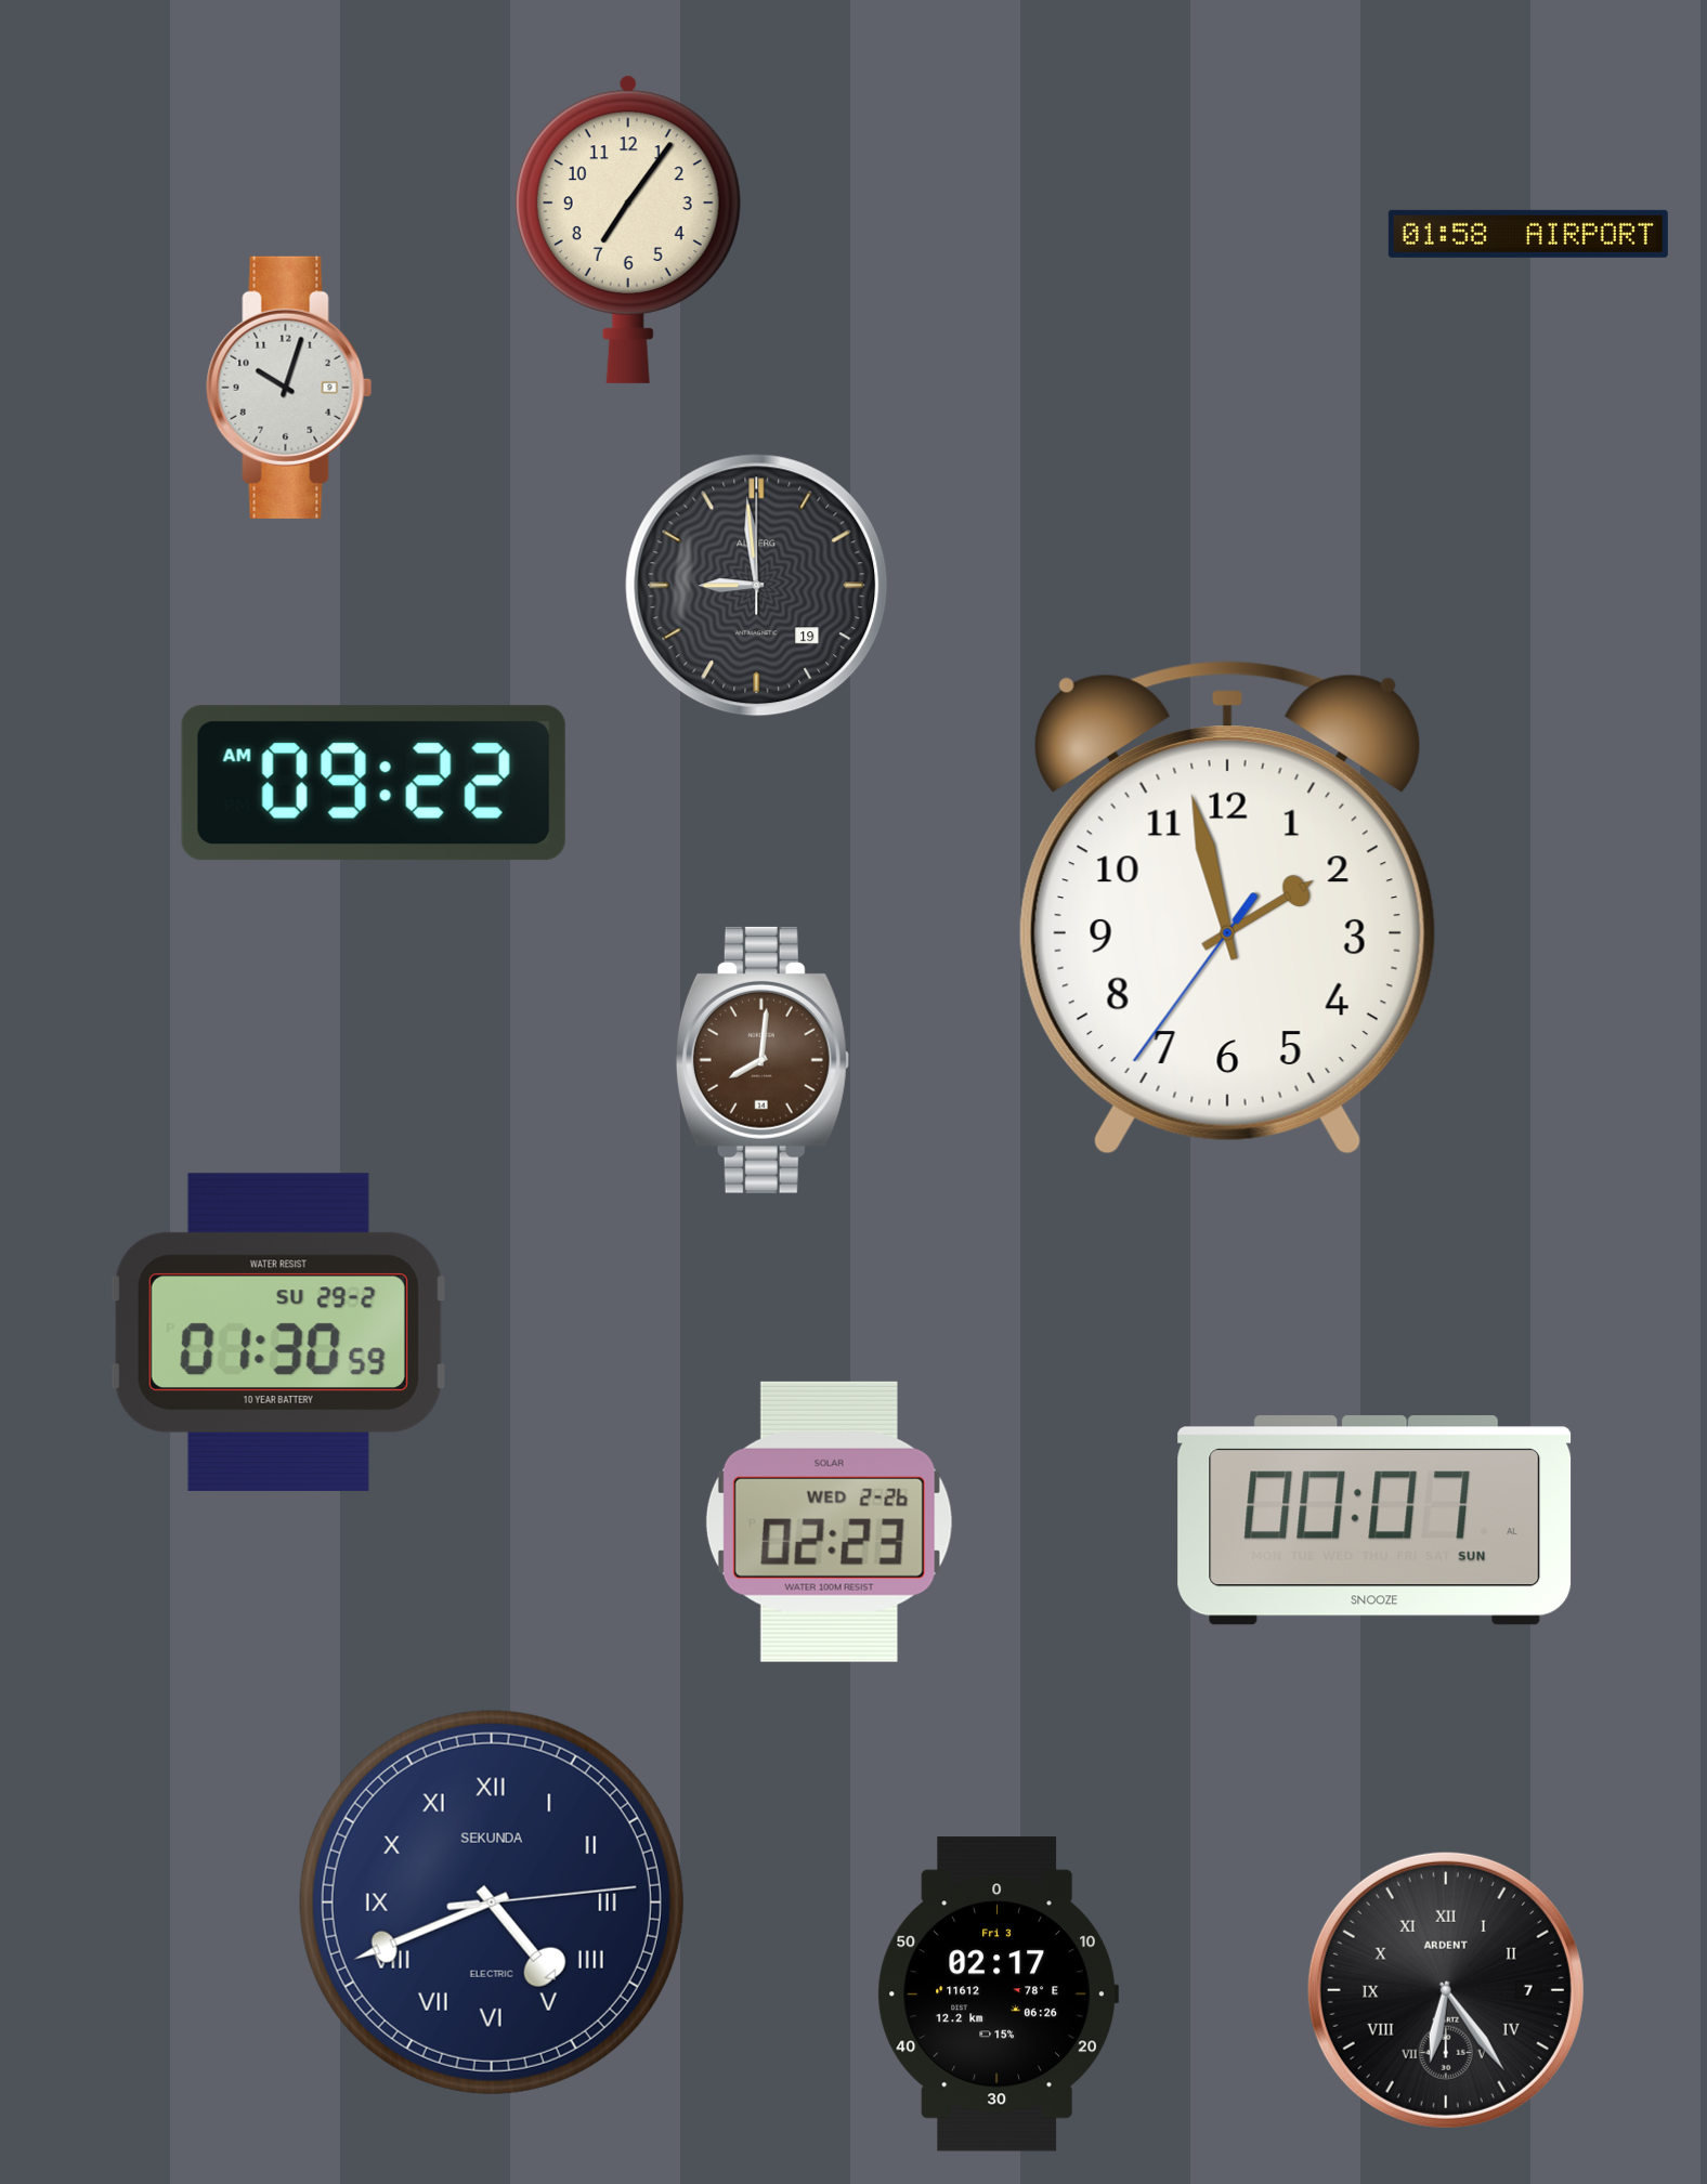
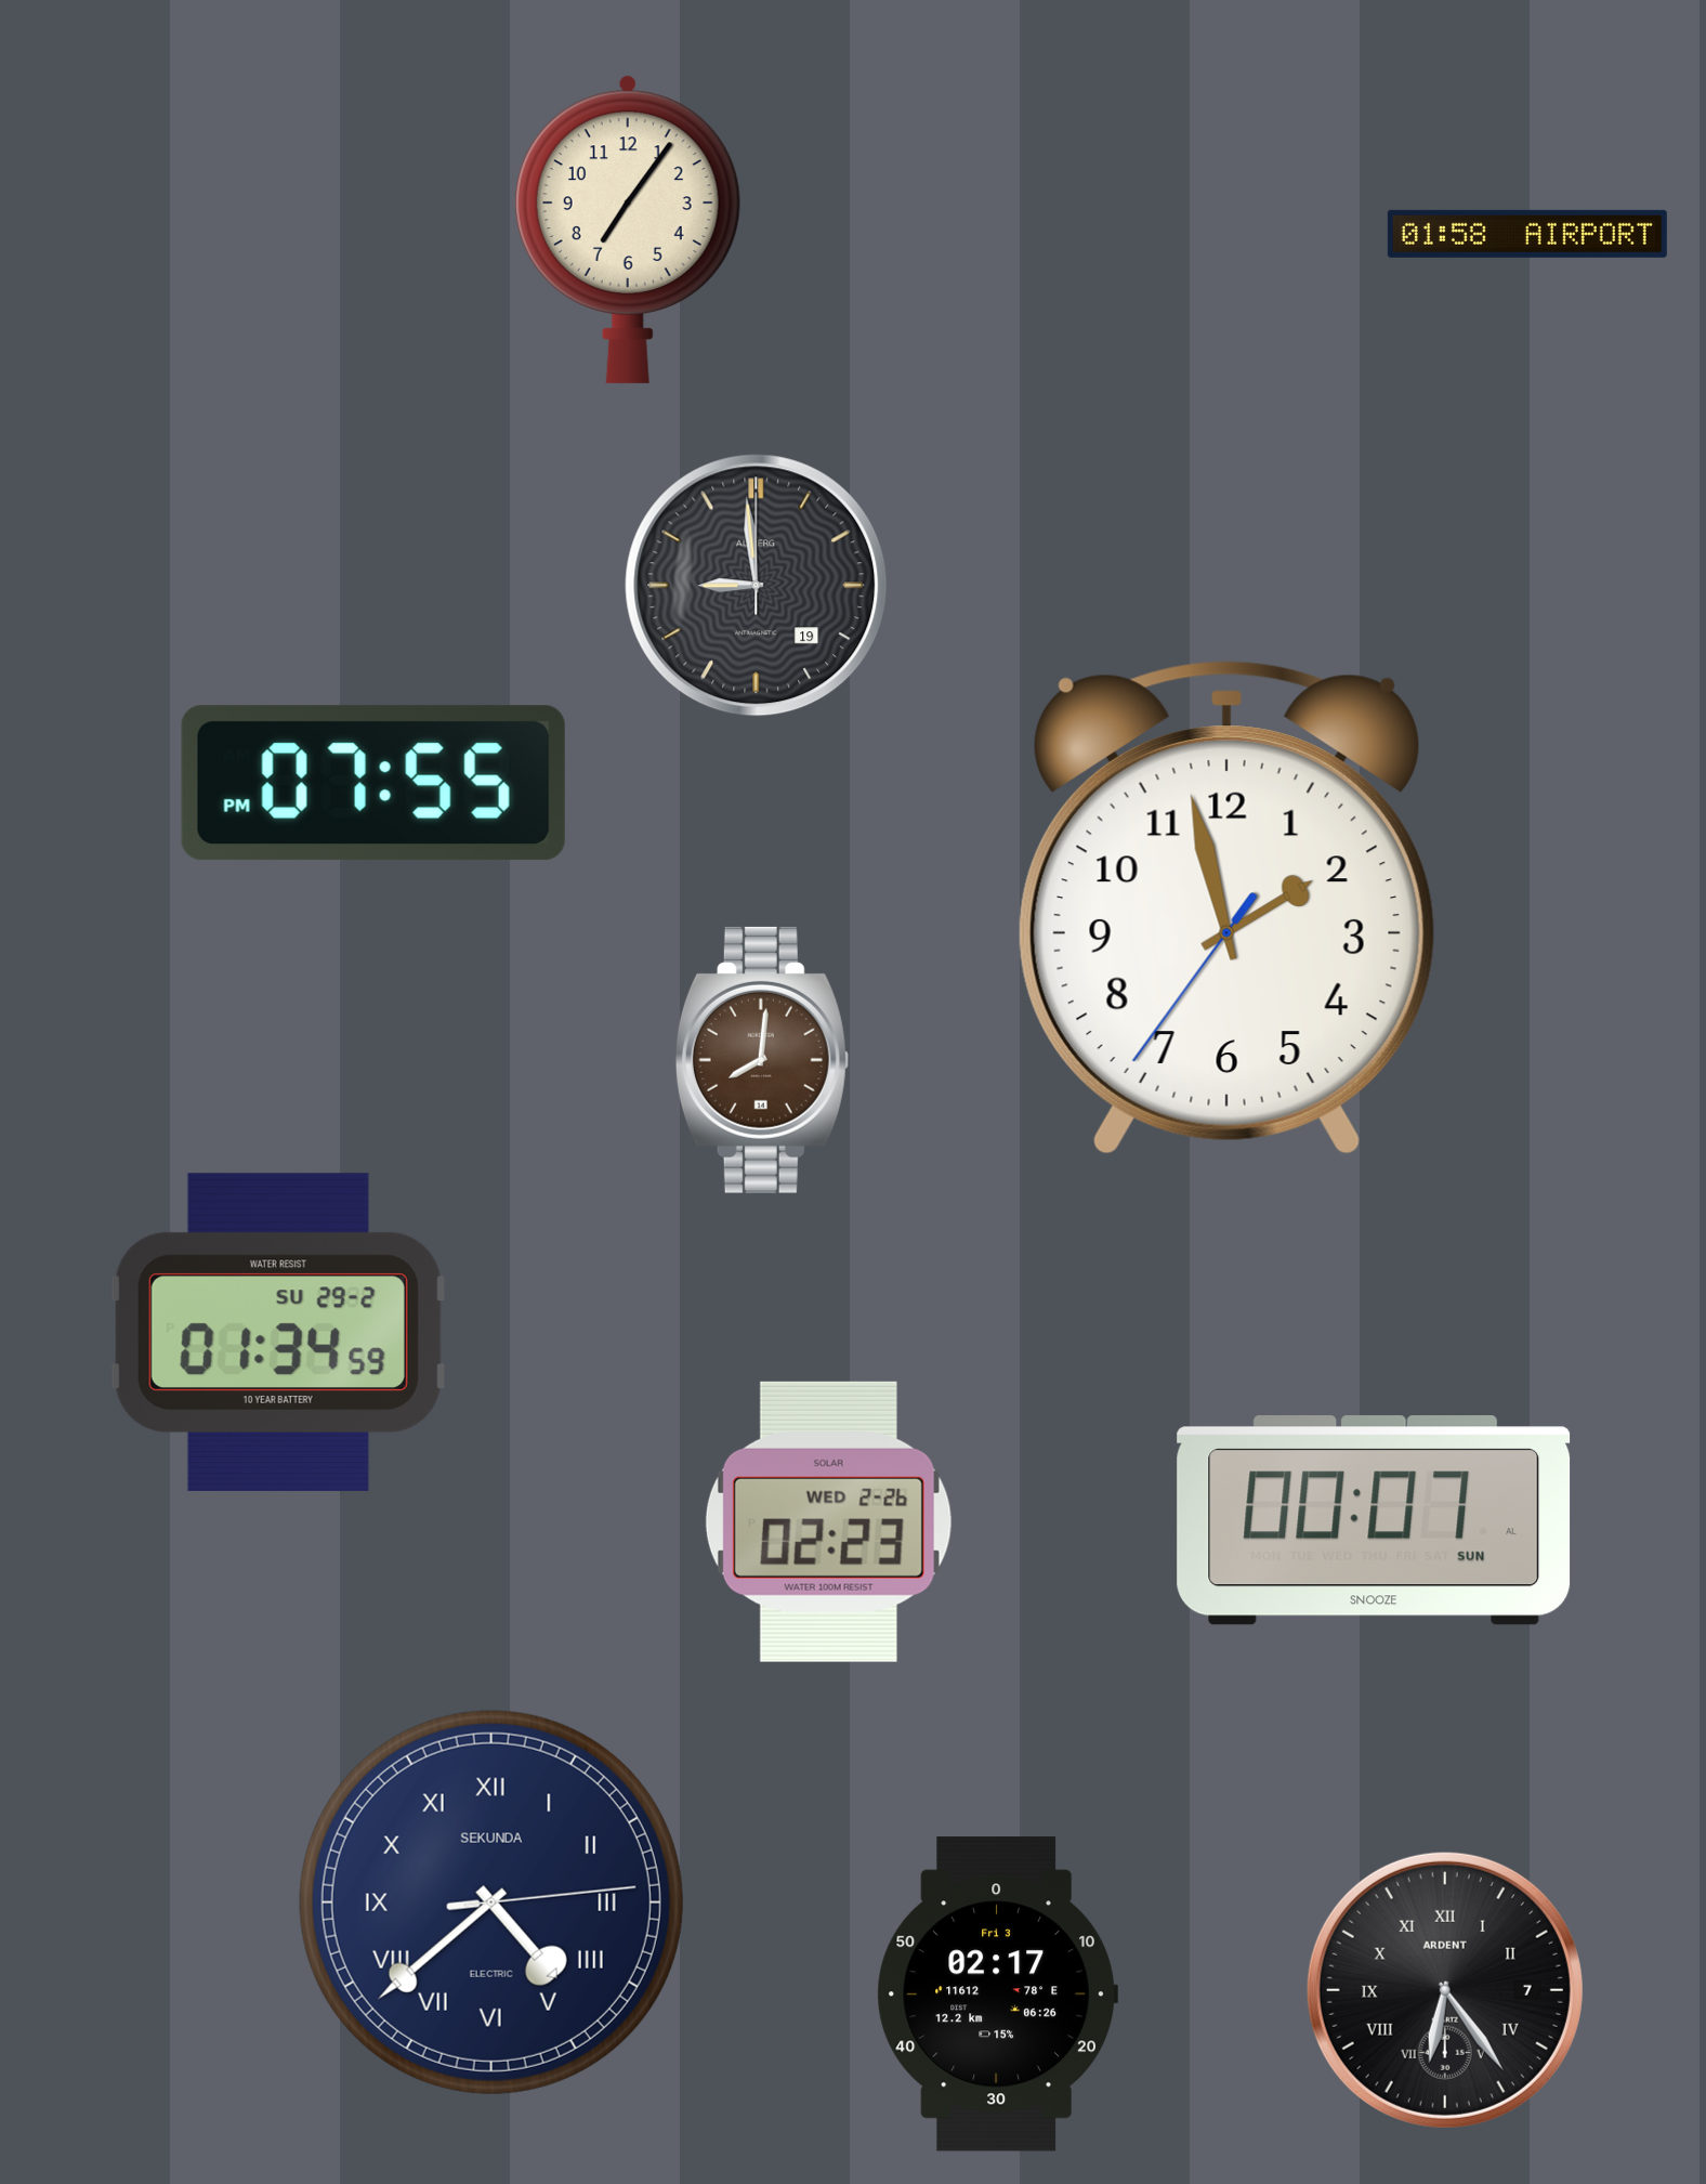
clock at (289, 388): 10:03 -> none
clock at (374, 783): 09:22 -> 07:55
clock at (278, 1332): 01:30 -> 01:34
clock at (492, 1902): 4:41 -> 4:38
